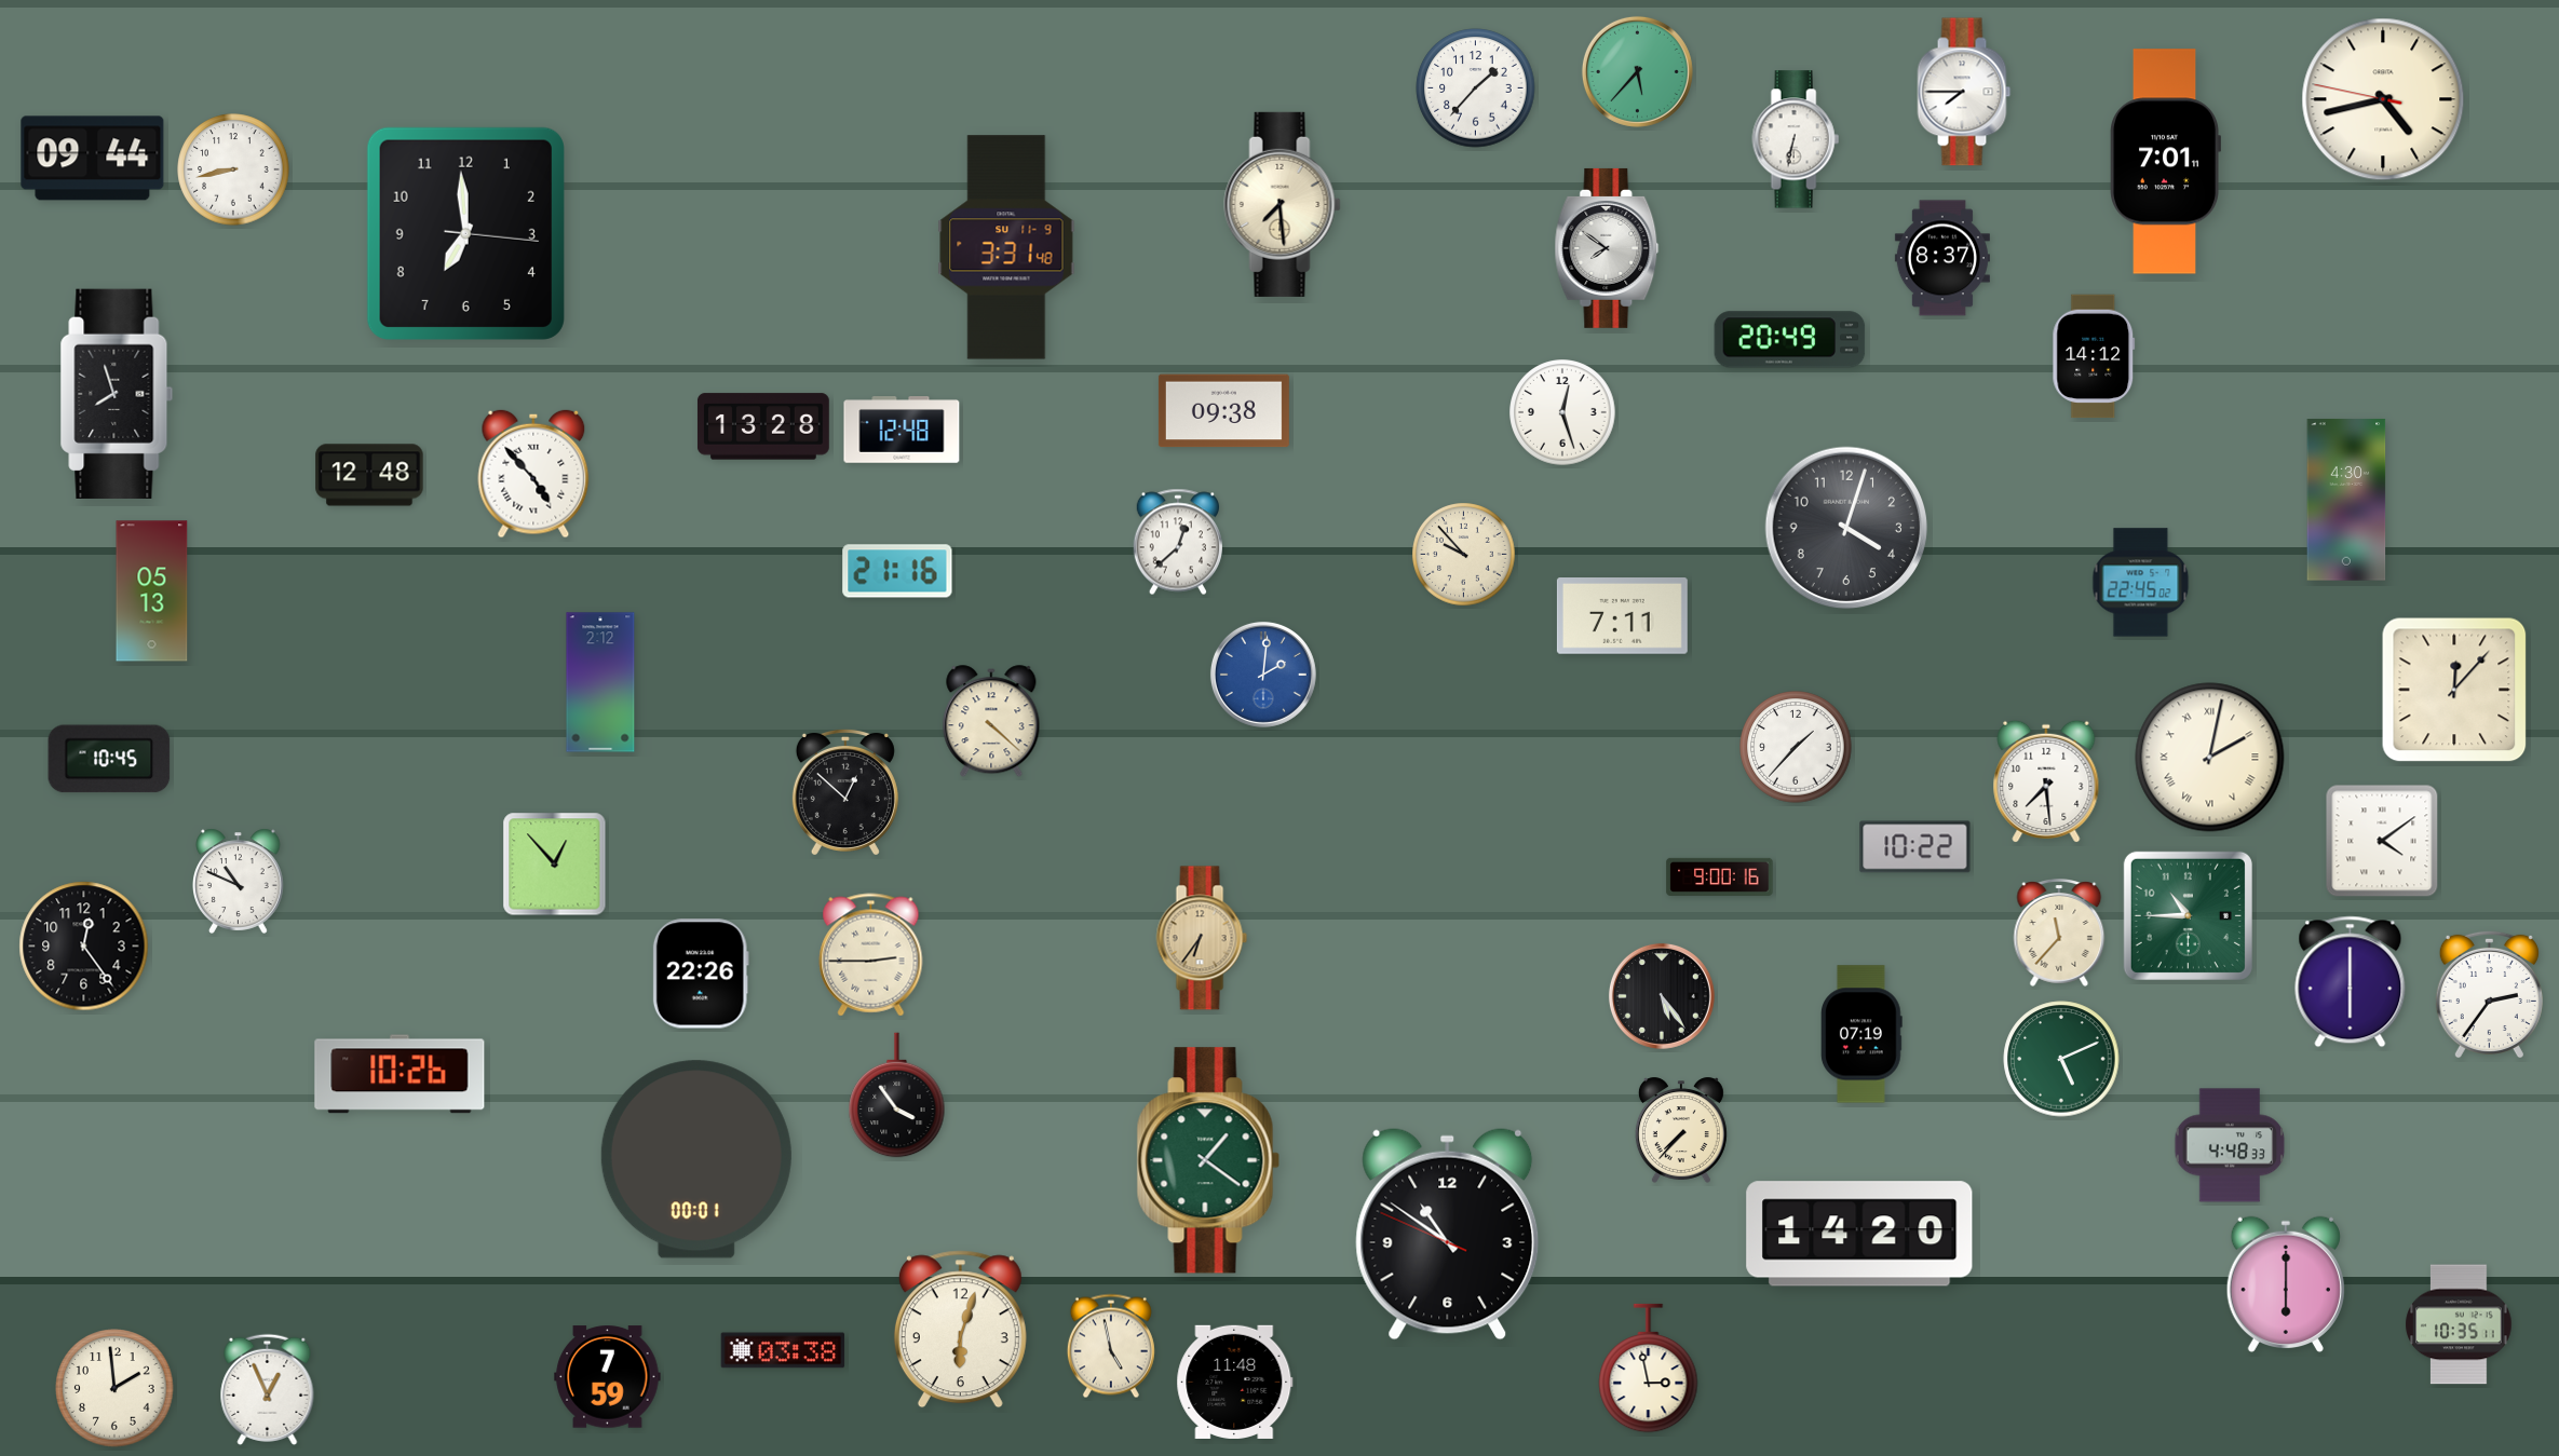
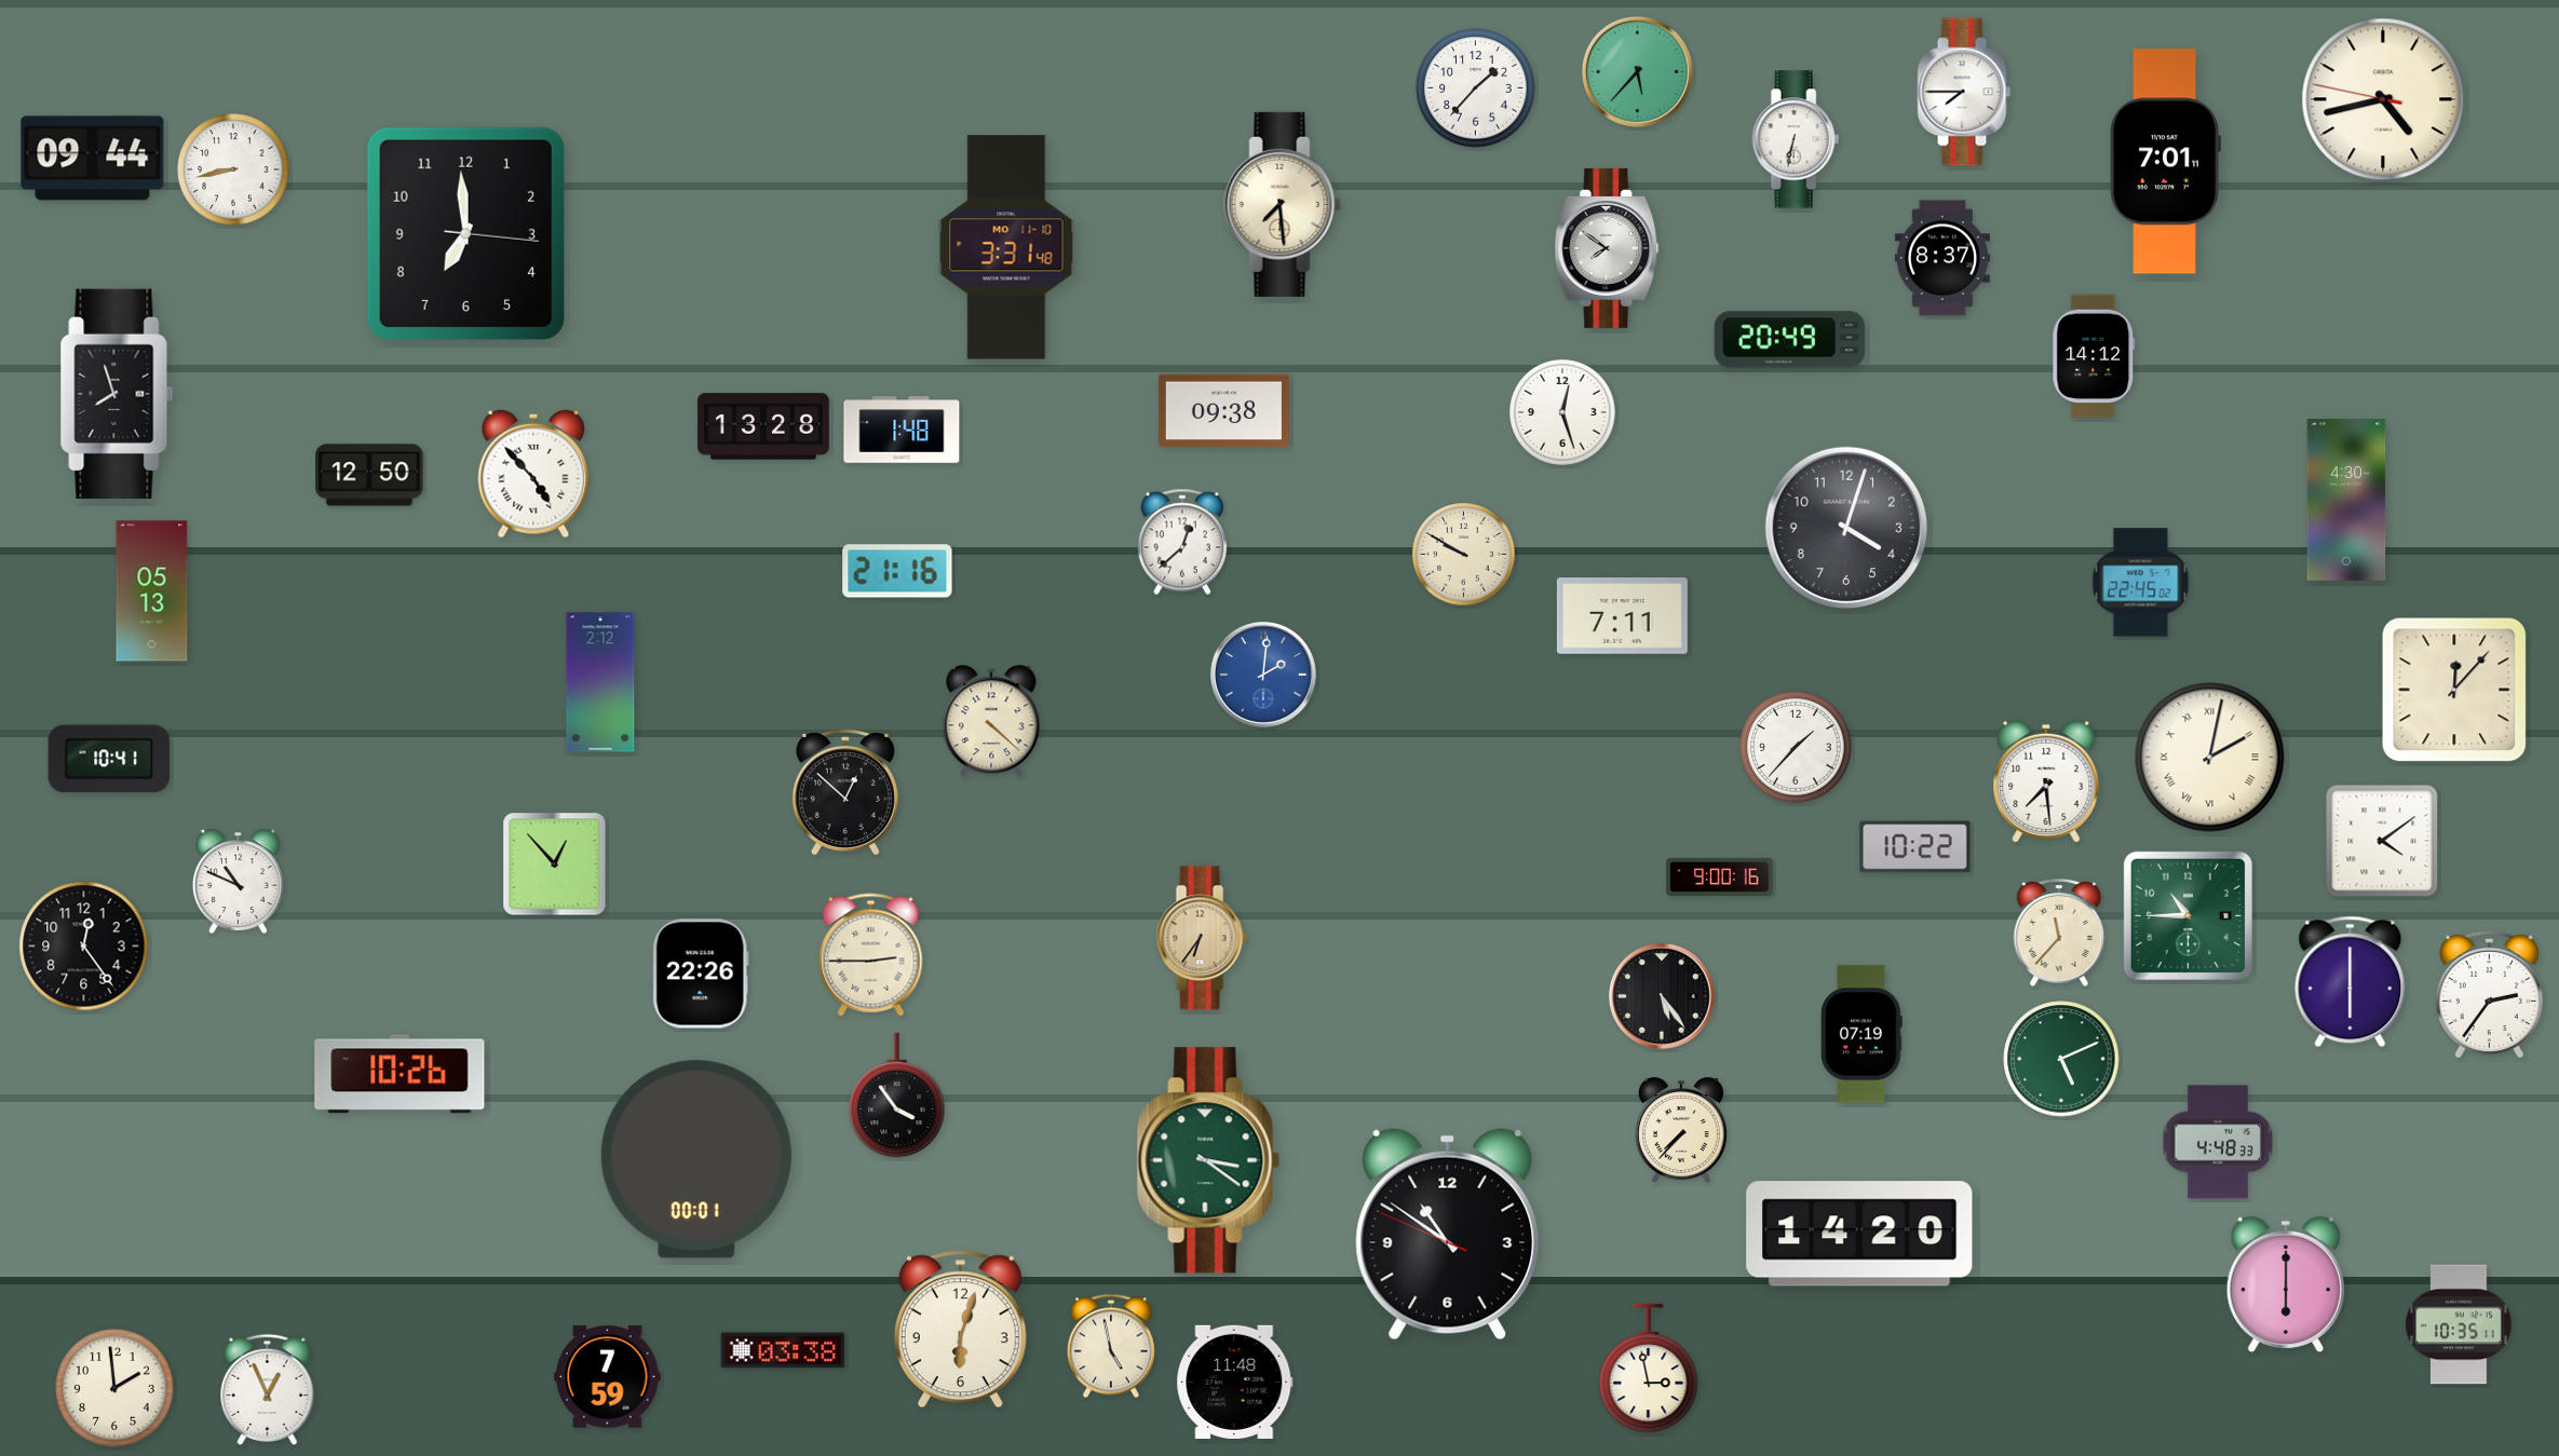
clock at (1006, 247) date: SU 11-9 -> MO 11-10
clock at (902, 430): 12:48 -> 1:48
clock at (369, 475): 12:48 -> 12:50
clock at (1177, 542) position: (1177, 542) -> (1181, 542)
clock at (1464, 555): 9:53 -> 9:50
clock at (109, 759): 10:45 -> 10:41
clock at (2230, 1145) position: (2230, 1145) -> (2218, 1142)
clock at (1208, 1160): 1:21 -> 3:21
